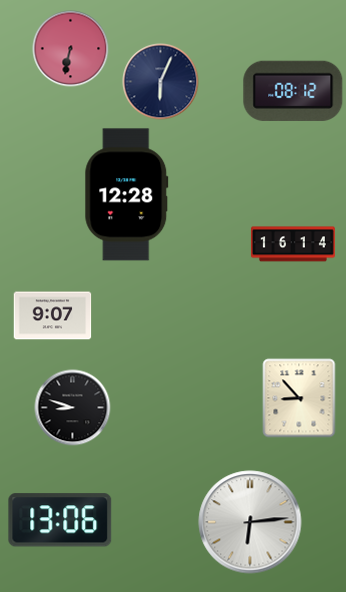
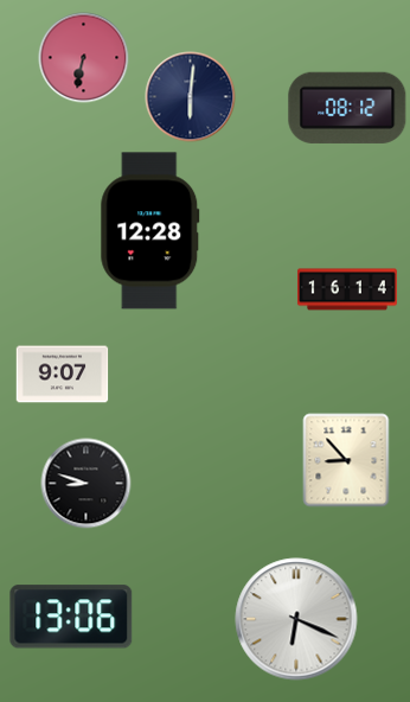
clock at (161, 82): 6:04 -> 6:01
clock at (299, 398) position: (299, 398) -> (346, 460)
clock at (250, 522): 6:14 -> 6:19
